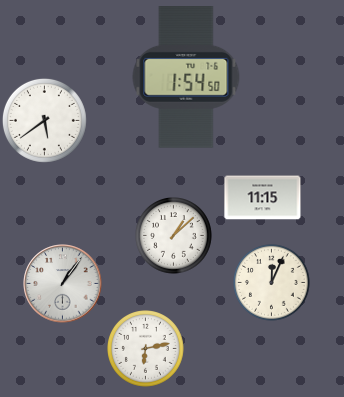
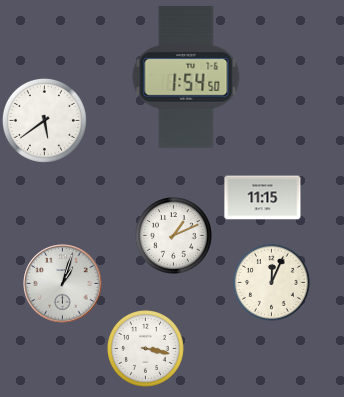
clock at (174, 236): 1:08 -> 1:11
clock at (63, 284): 1:06 -> 1:03
clock at (146, 349): 6:13 -> 3:17
